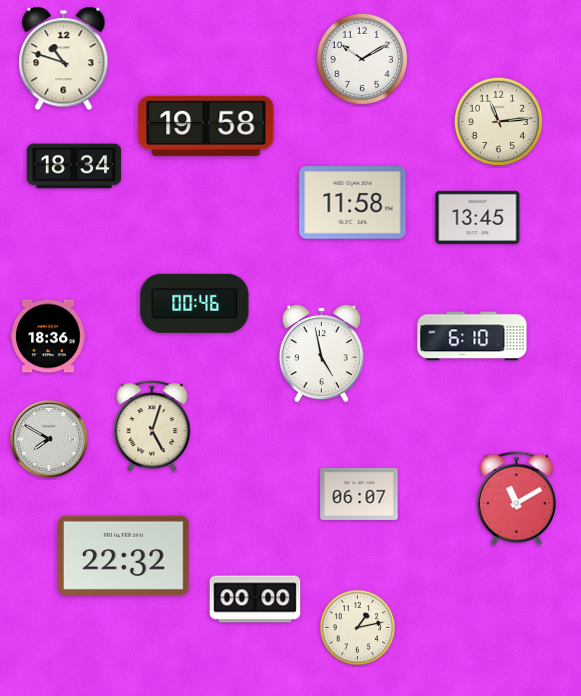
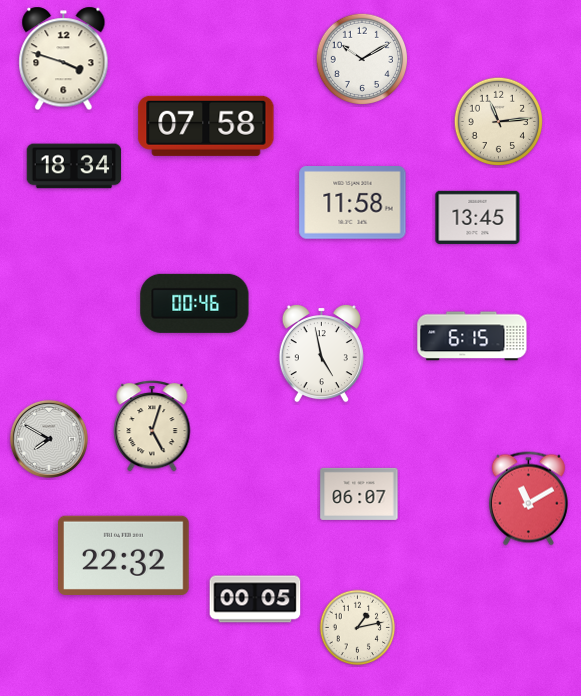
clock at (64, 59): 10:48 -> 3:48
clock at (206, 126): 19:58 -> 07:58
clock at (48, 336): 18:36 -> none
clock at (472, 336): 6:10 -> 6:15
clock at (516, 499) position: (516, 499) -> (528, 499)
clock at (255, 599): 00:00 -> 00:05
